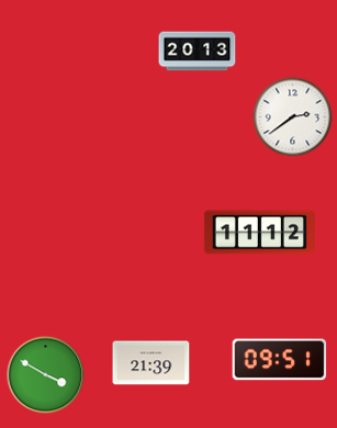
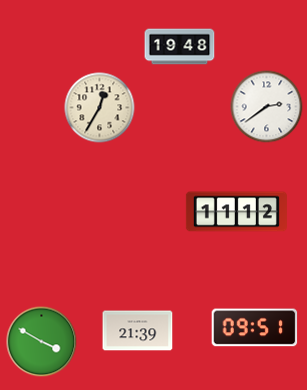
clock at (198, 52): 20:13 -> 19:48
clock at (100, 108): none -> 12:35
